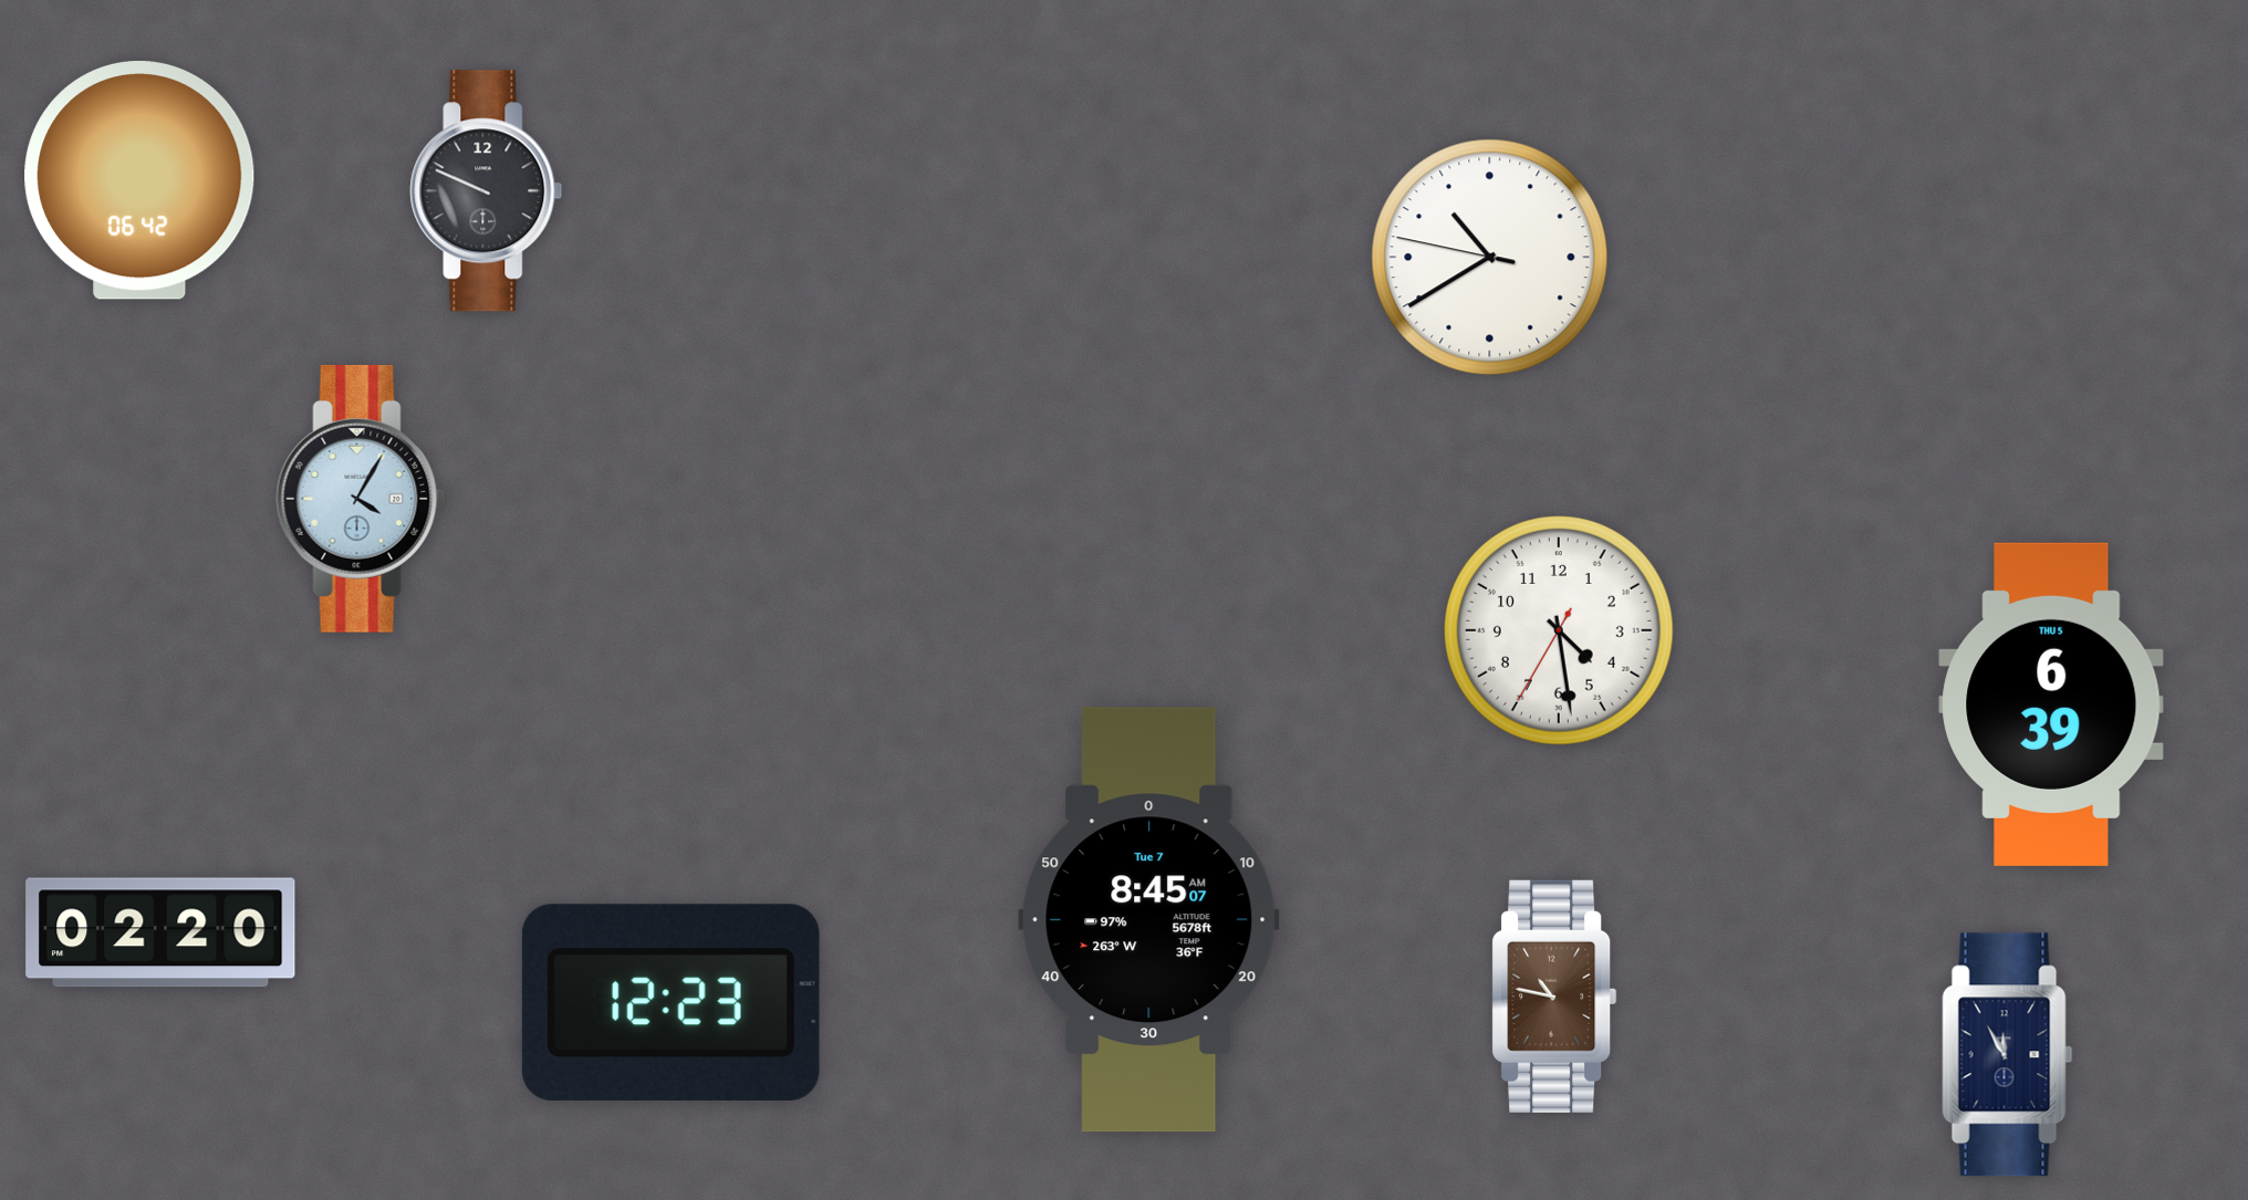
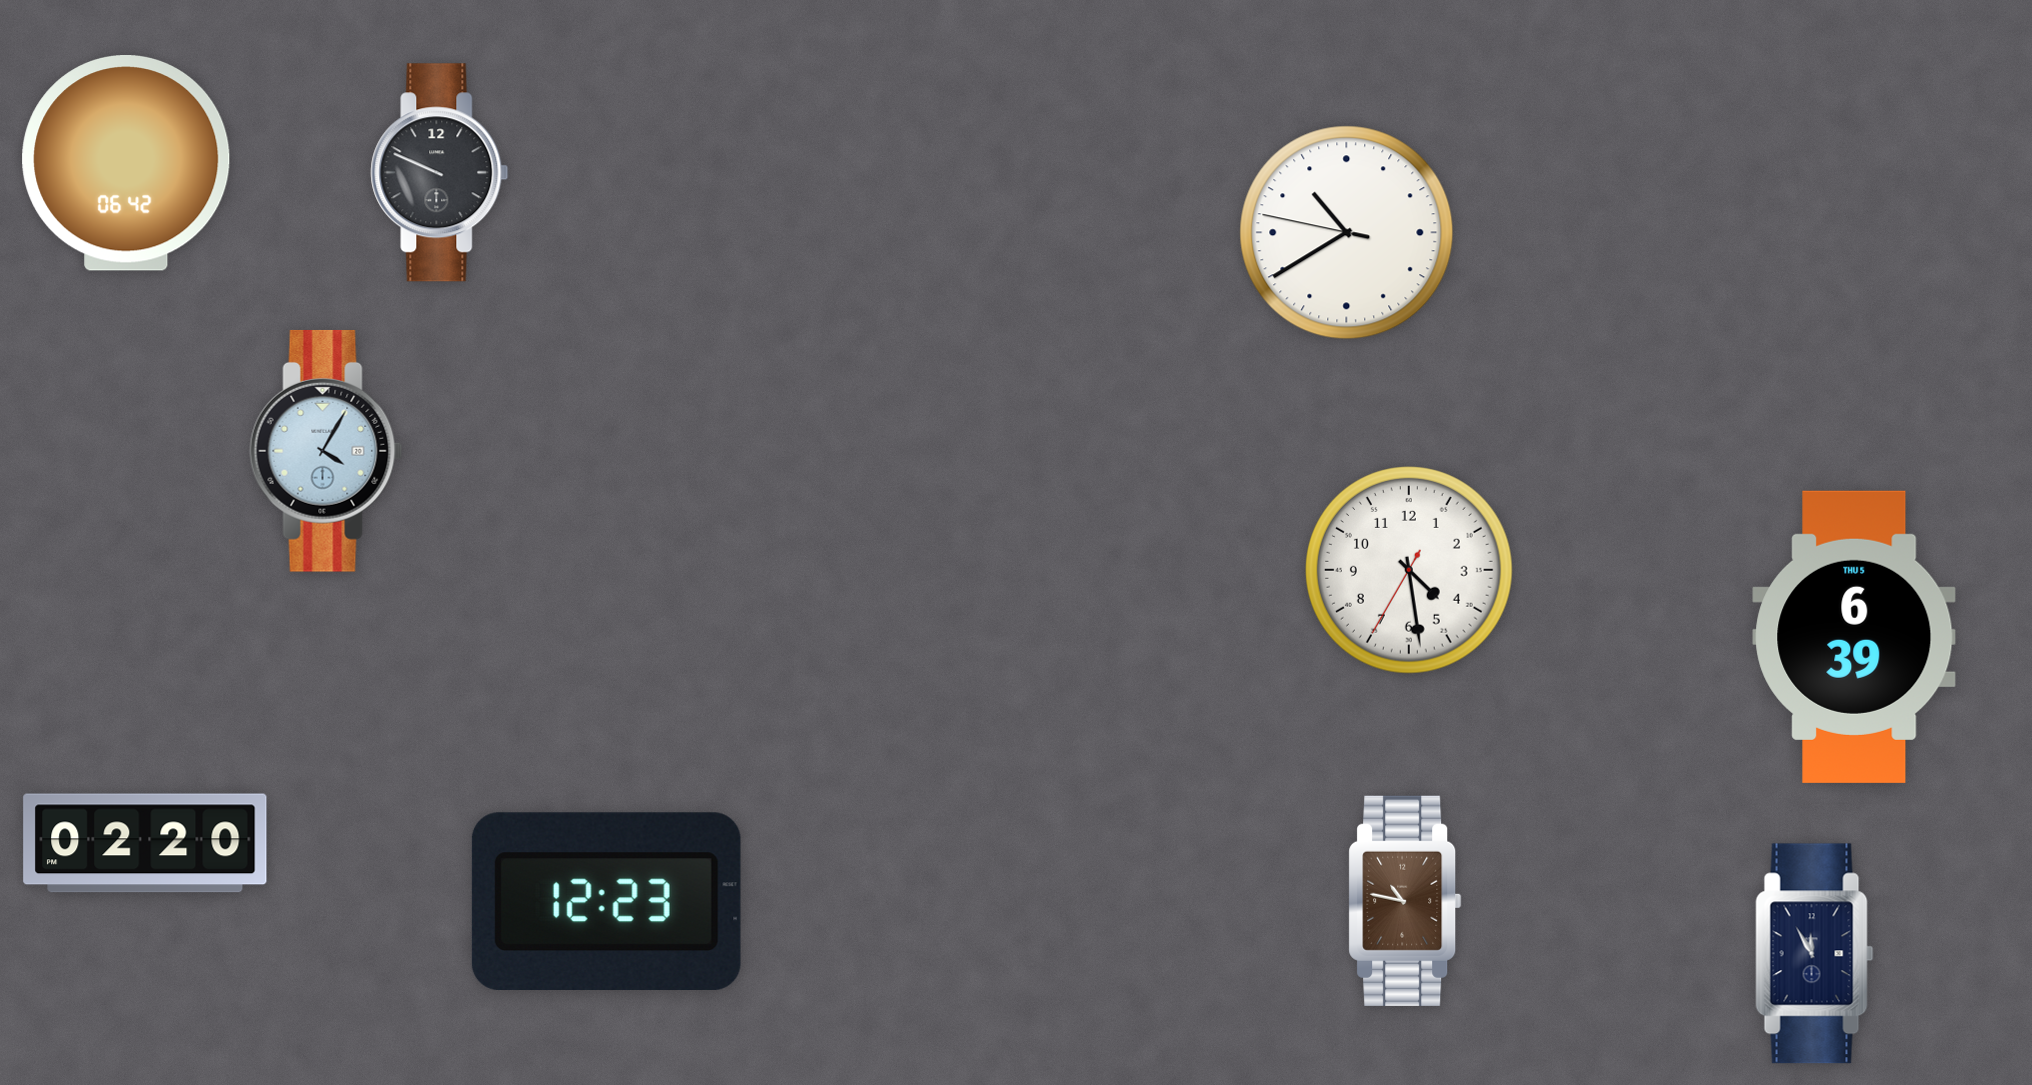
clock at (1149, 920): 8:45 -> none
clock at (670, 1002) position: (670, 1002) -> (606, 901)
